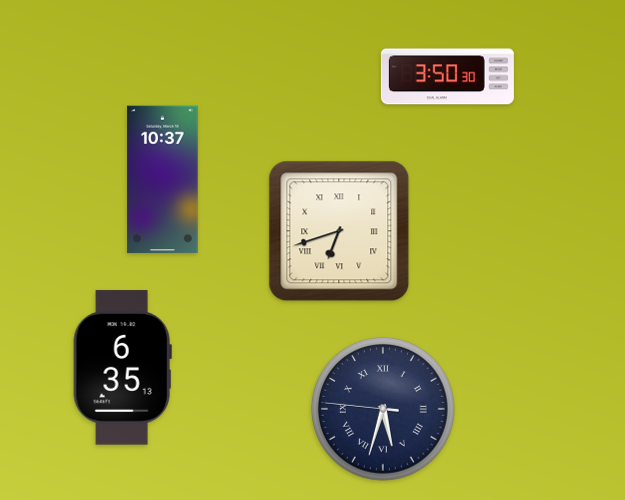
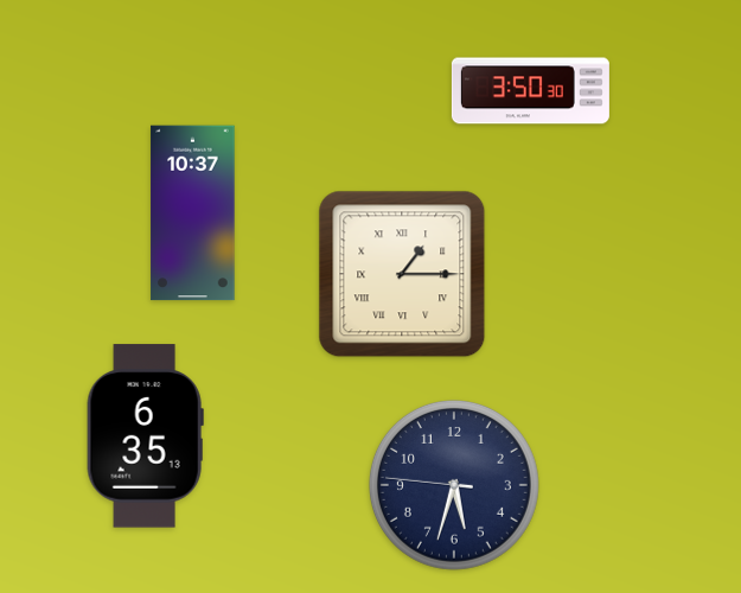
clock at (339, 231): 6:42 -> 1:15
clock at (383, 409) numerals: Roman -> Arabic
